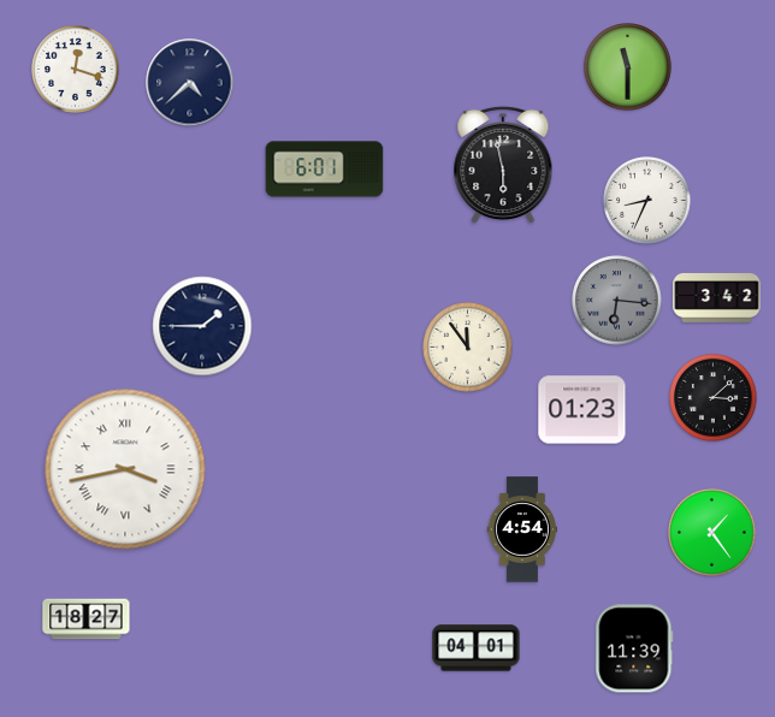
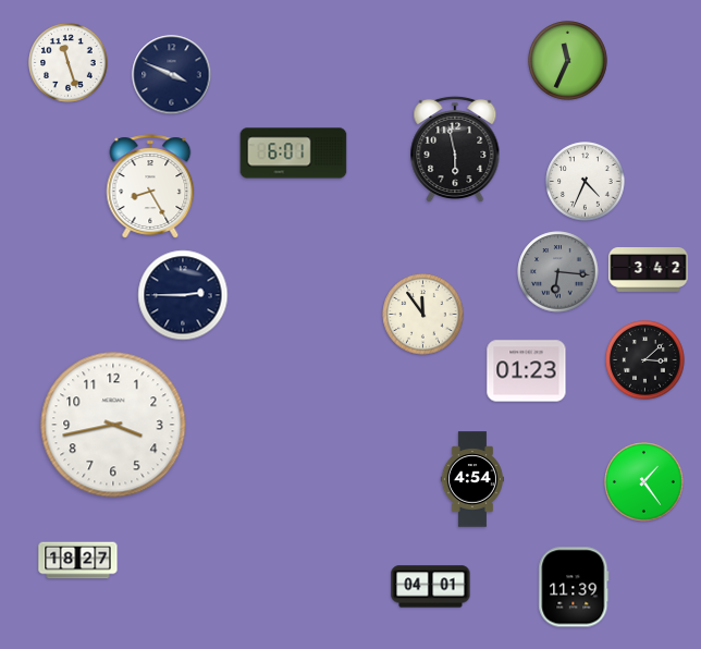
clock at (628, 67): 11:30 -> 11:34
clock at (76, 70): 12:18 -> 11:27
clock at (190, 83): 4:38 -> 3:49
clock at (647, 201): 8:34 -> 4:34
clock at (150, 186): none -> 8:25
clock at (202, 326): 1:45 -> 2:45
clock at (125, 469) numerals: Roman -> Arabic
